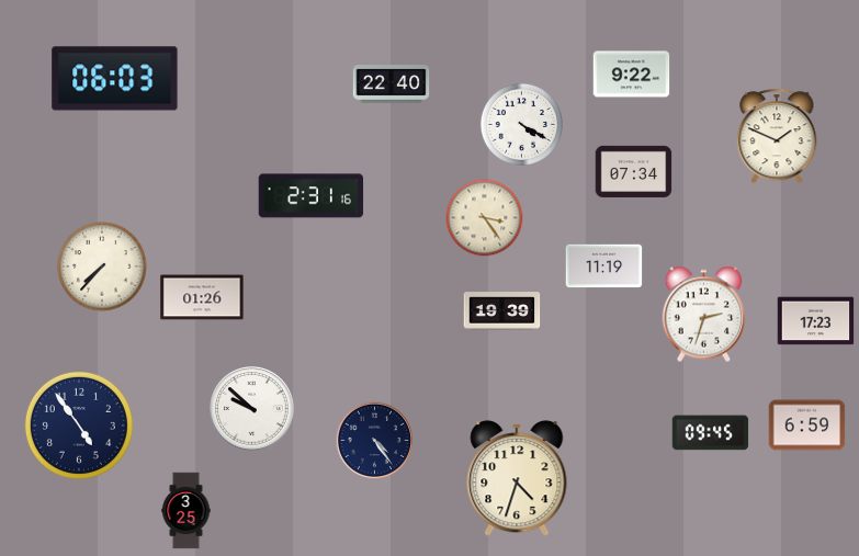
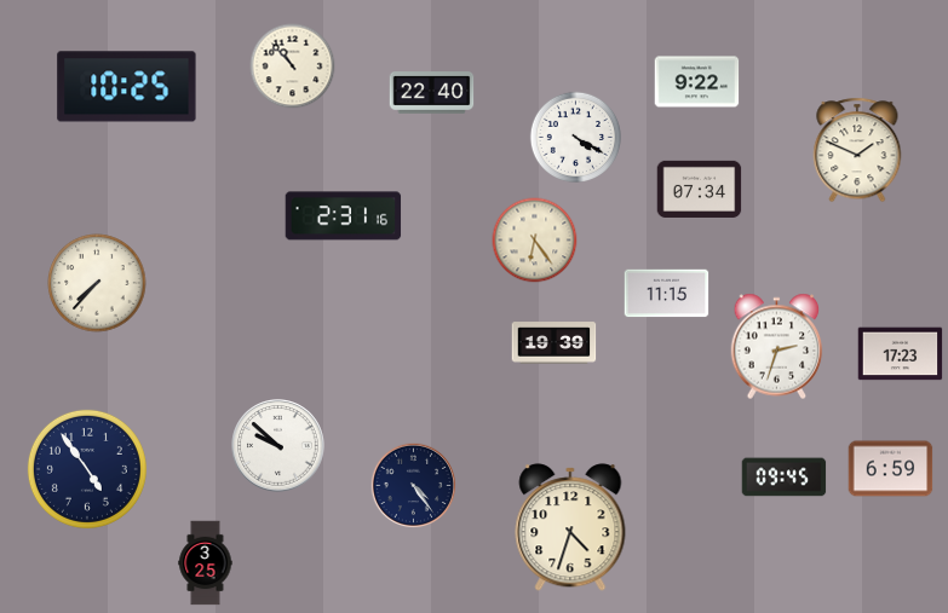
clock at (293, 66): none -> 10:53
clock at (115, 79): 06:03 -> 10:25
clock at (485, 218): 3:24 -> 6:24
clock at (102, 266) position: (102, 266) -> (97, 283)
clock at (604, 266): 11:19 -> 11:15
clock at (202, 297): 01:26 -> none
clock at (252, 409) position: (252, 409) -> (278, 446)
